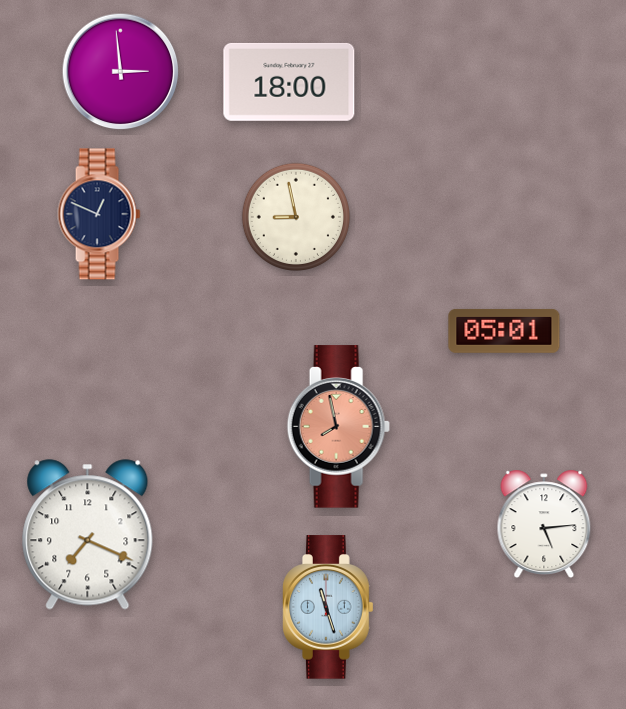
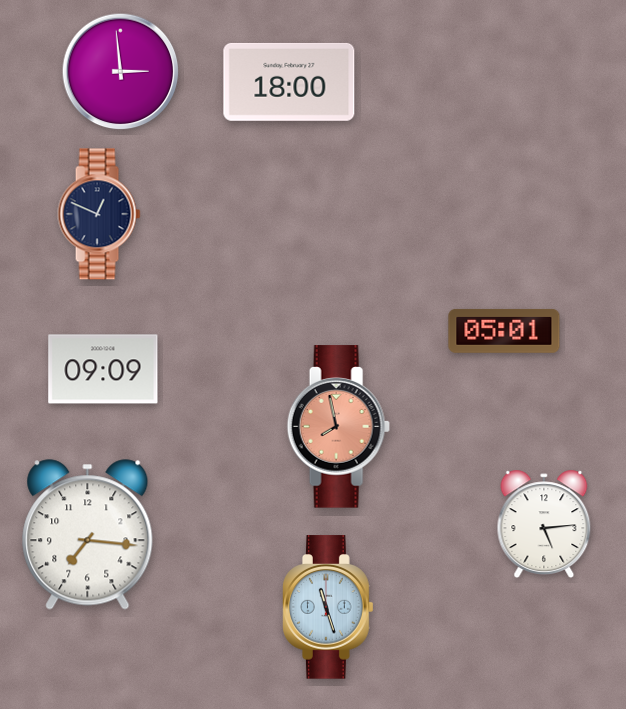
clock at (296, 217): 8:58 -> none
clock at (103, 369): none -> 09:09
clock at (88, 535): 7:19 -> 7:16
